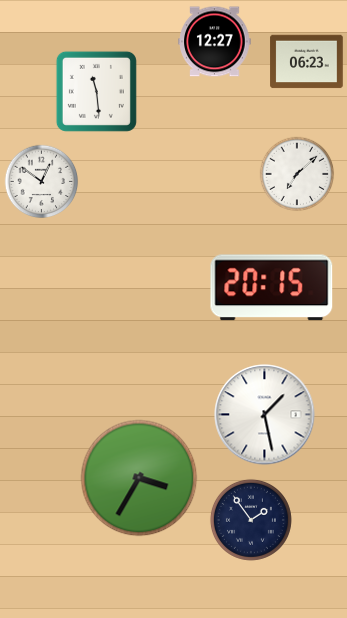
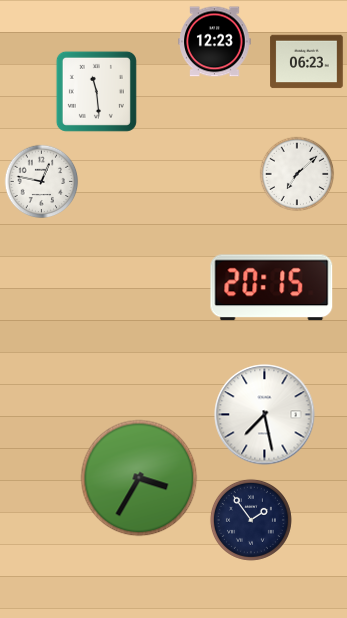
clock at (215, 42): 12:27 -> 12:23
clock at (42, 182): 12:51 -> 12:47
clock at (265, 415): 1:28 -> 7:28
